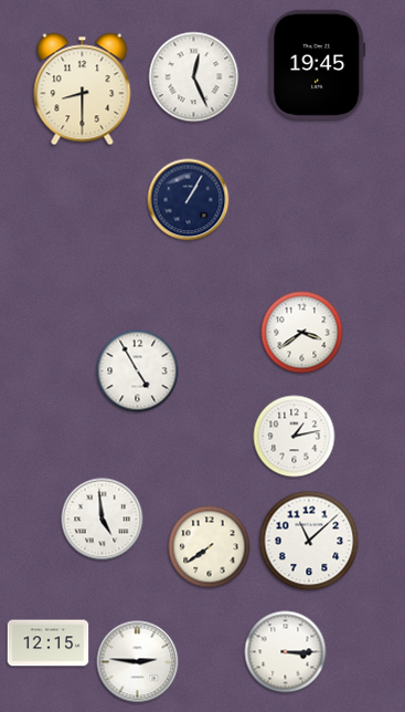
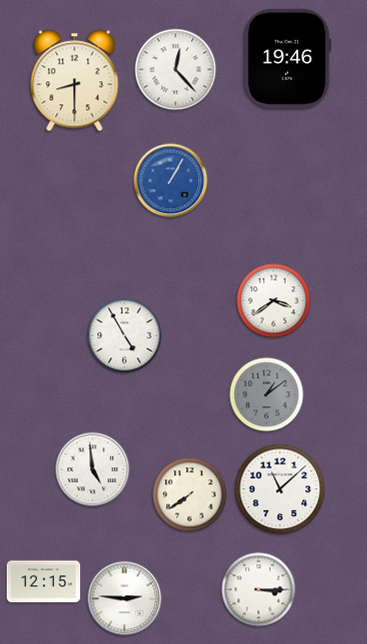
clock at (318, 64): 19:45 -> 19:46
clock at (194, 77): 12:26 -> 12:23
clock at (189, 200) dial: navy -> blue
clock at (295, 437): 1:13 -> 1:09
clock at (295, 437) dial: white -> grey
